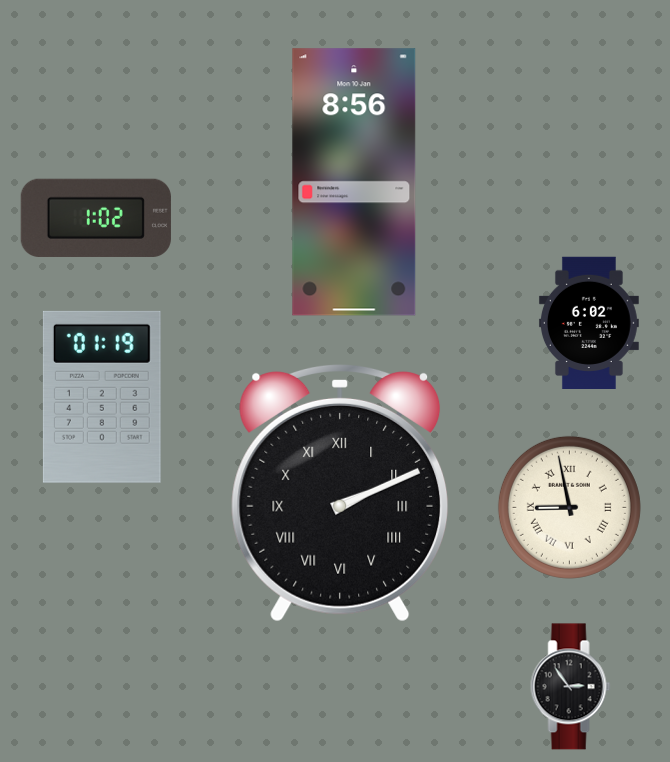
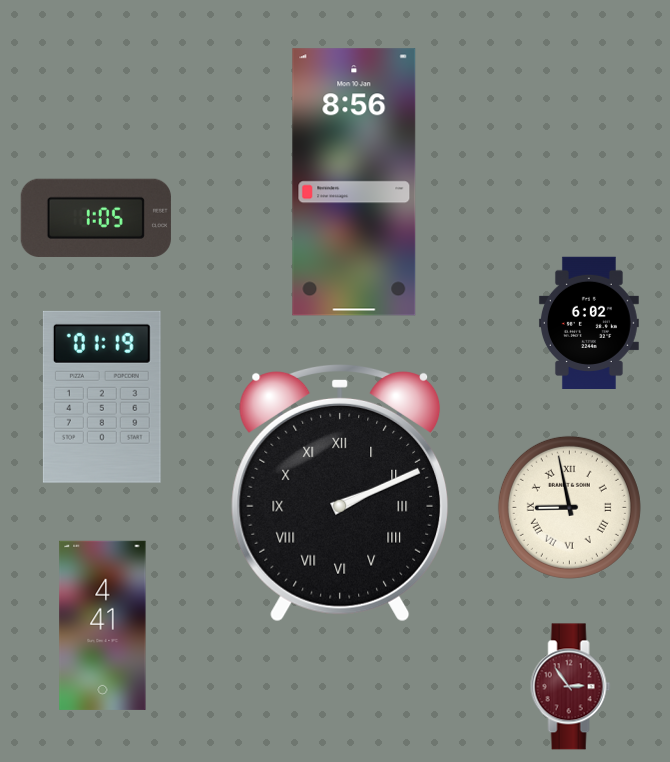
clock at (96, 218): 1:02 -> 1:05
clock at (103, 625): none -> 4:41
clock at (571, 687) dial: black -> burgundy
